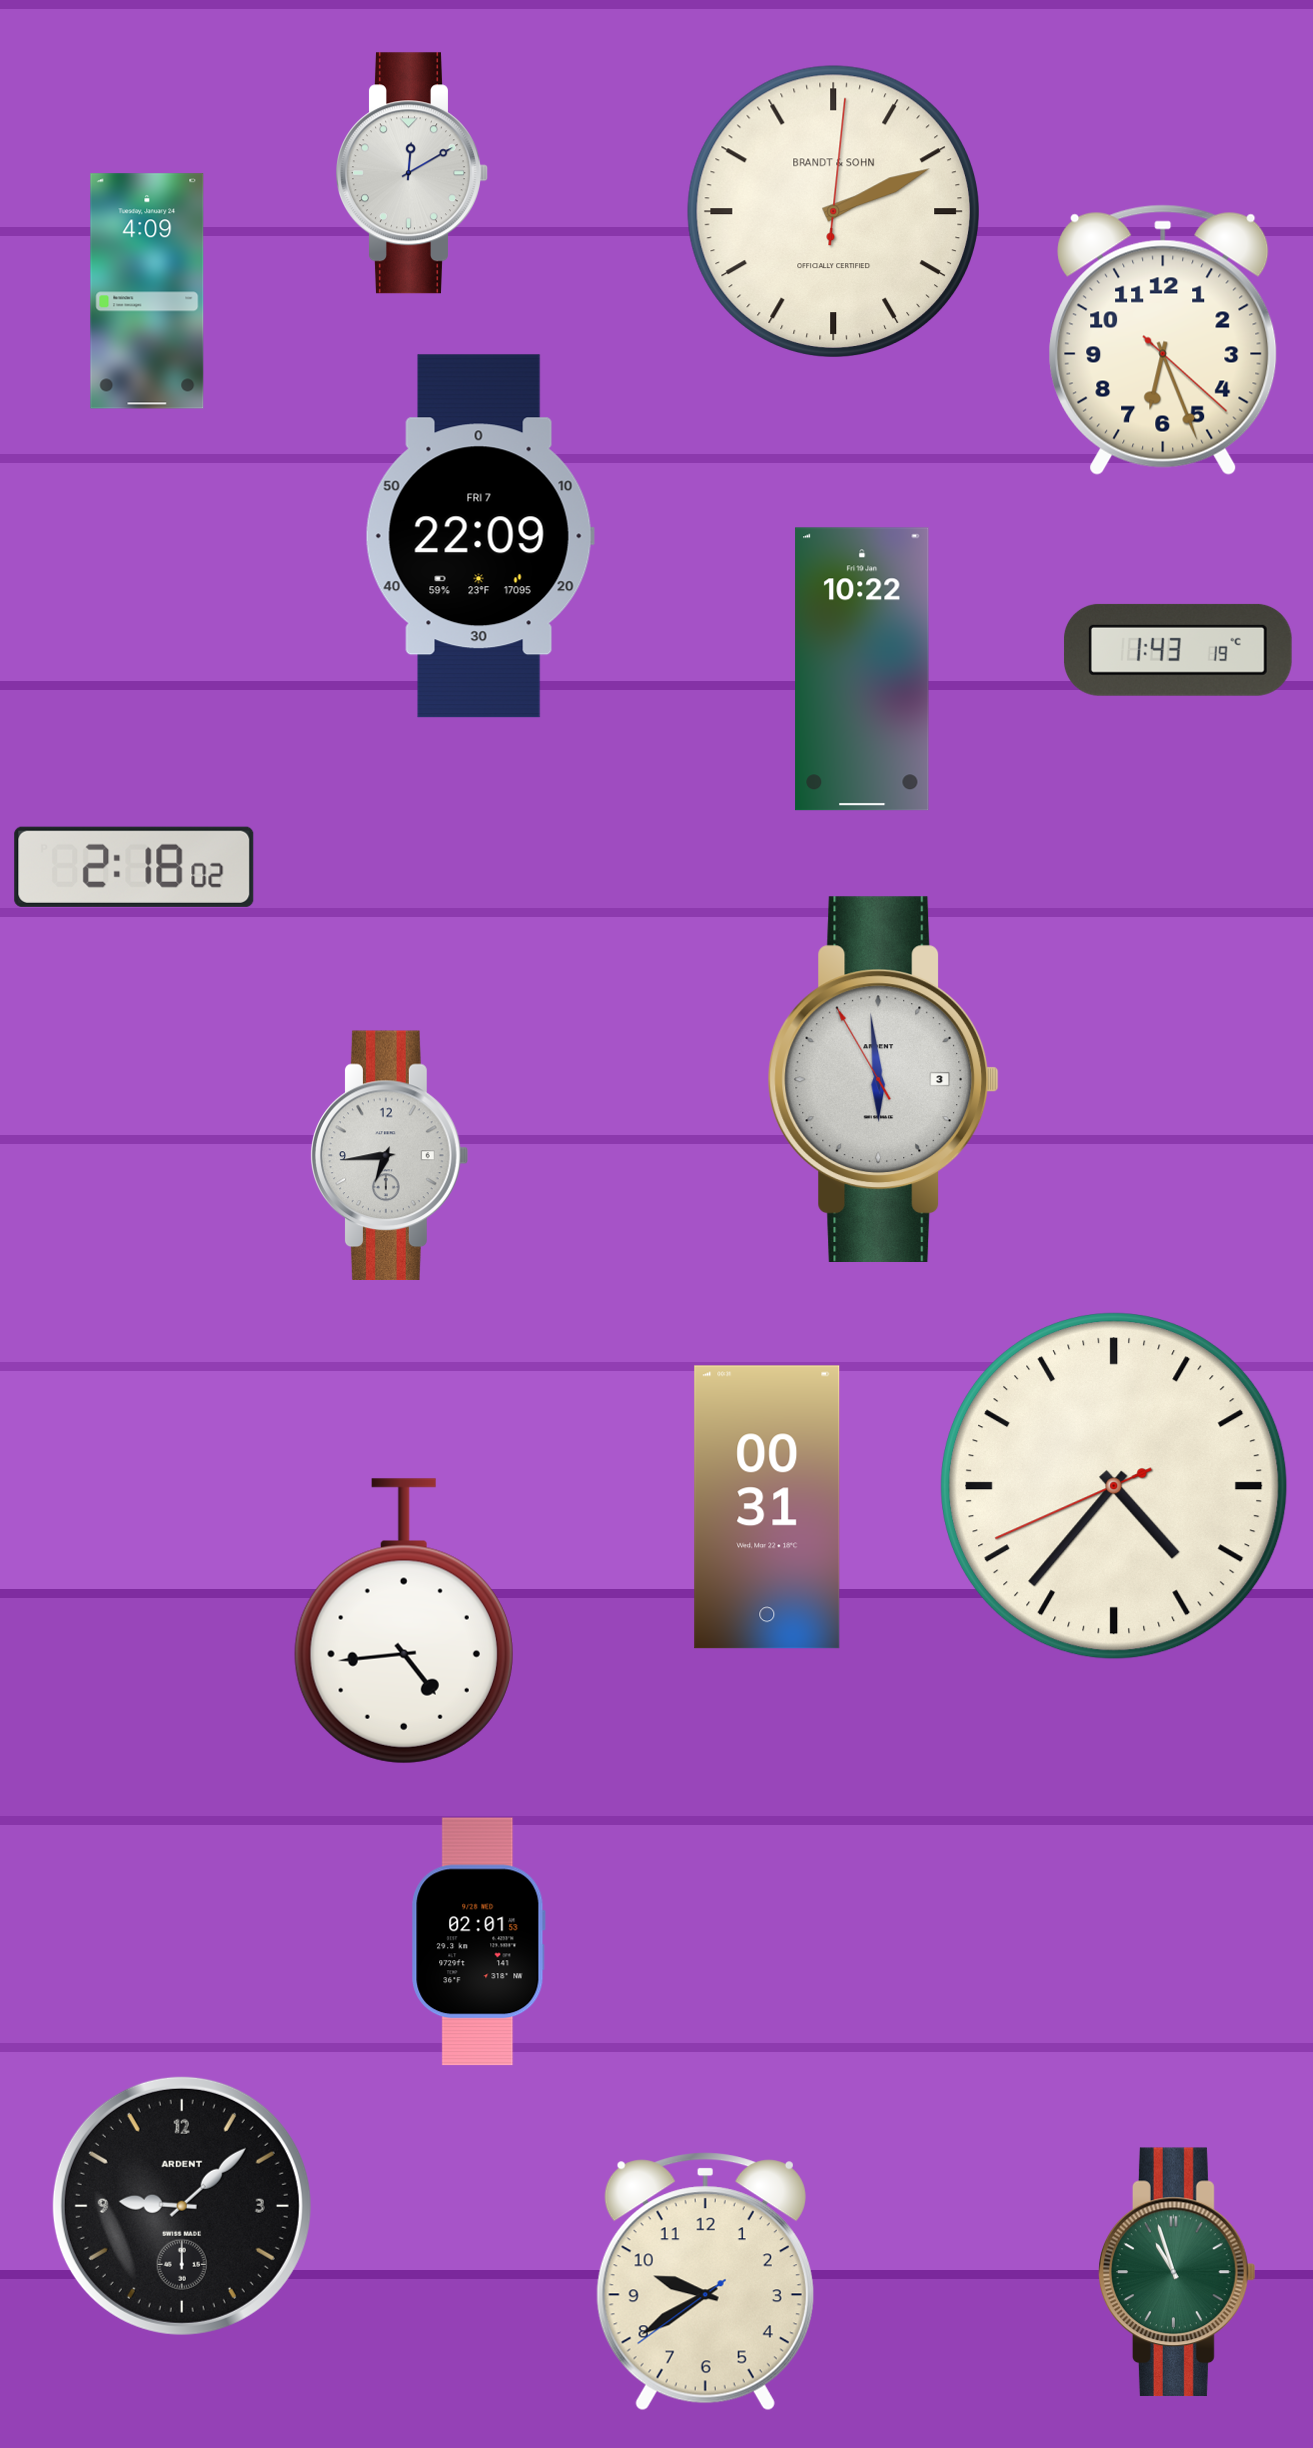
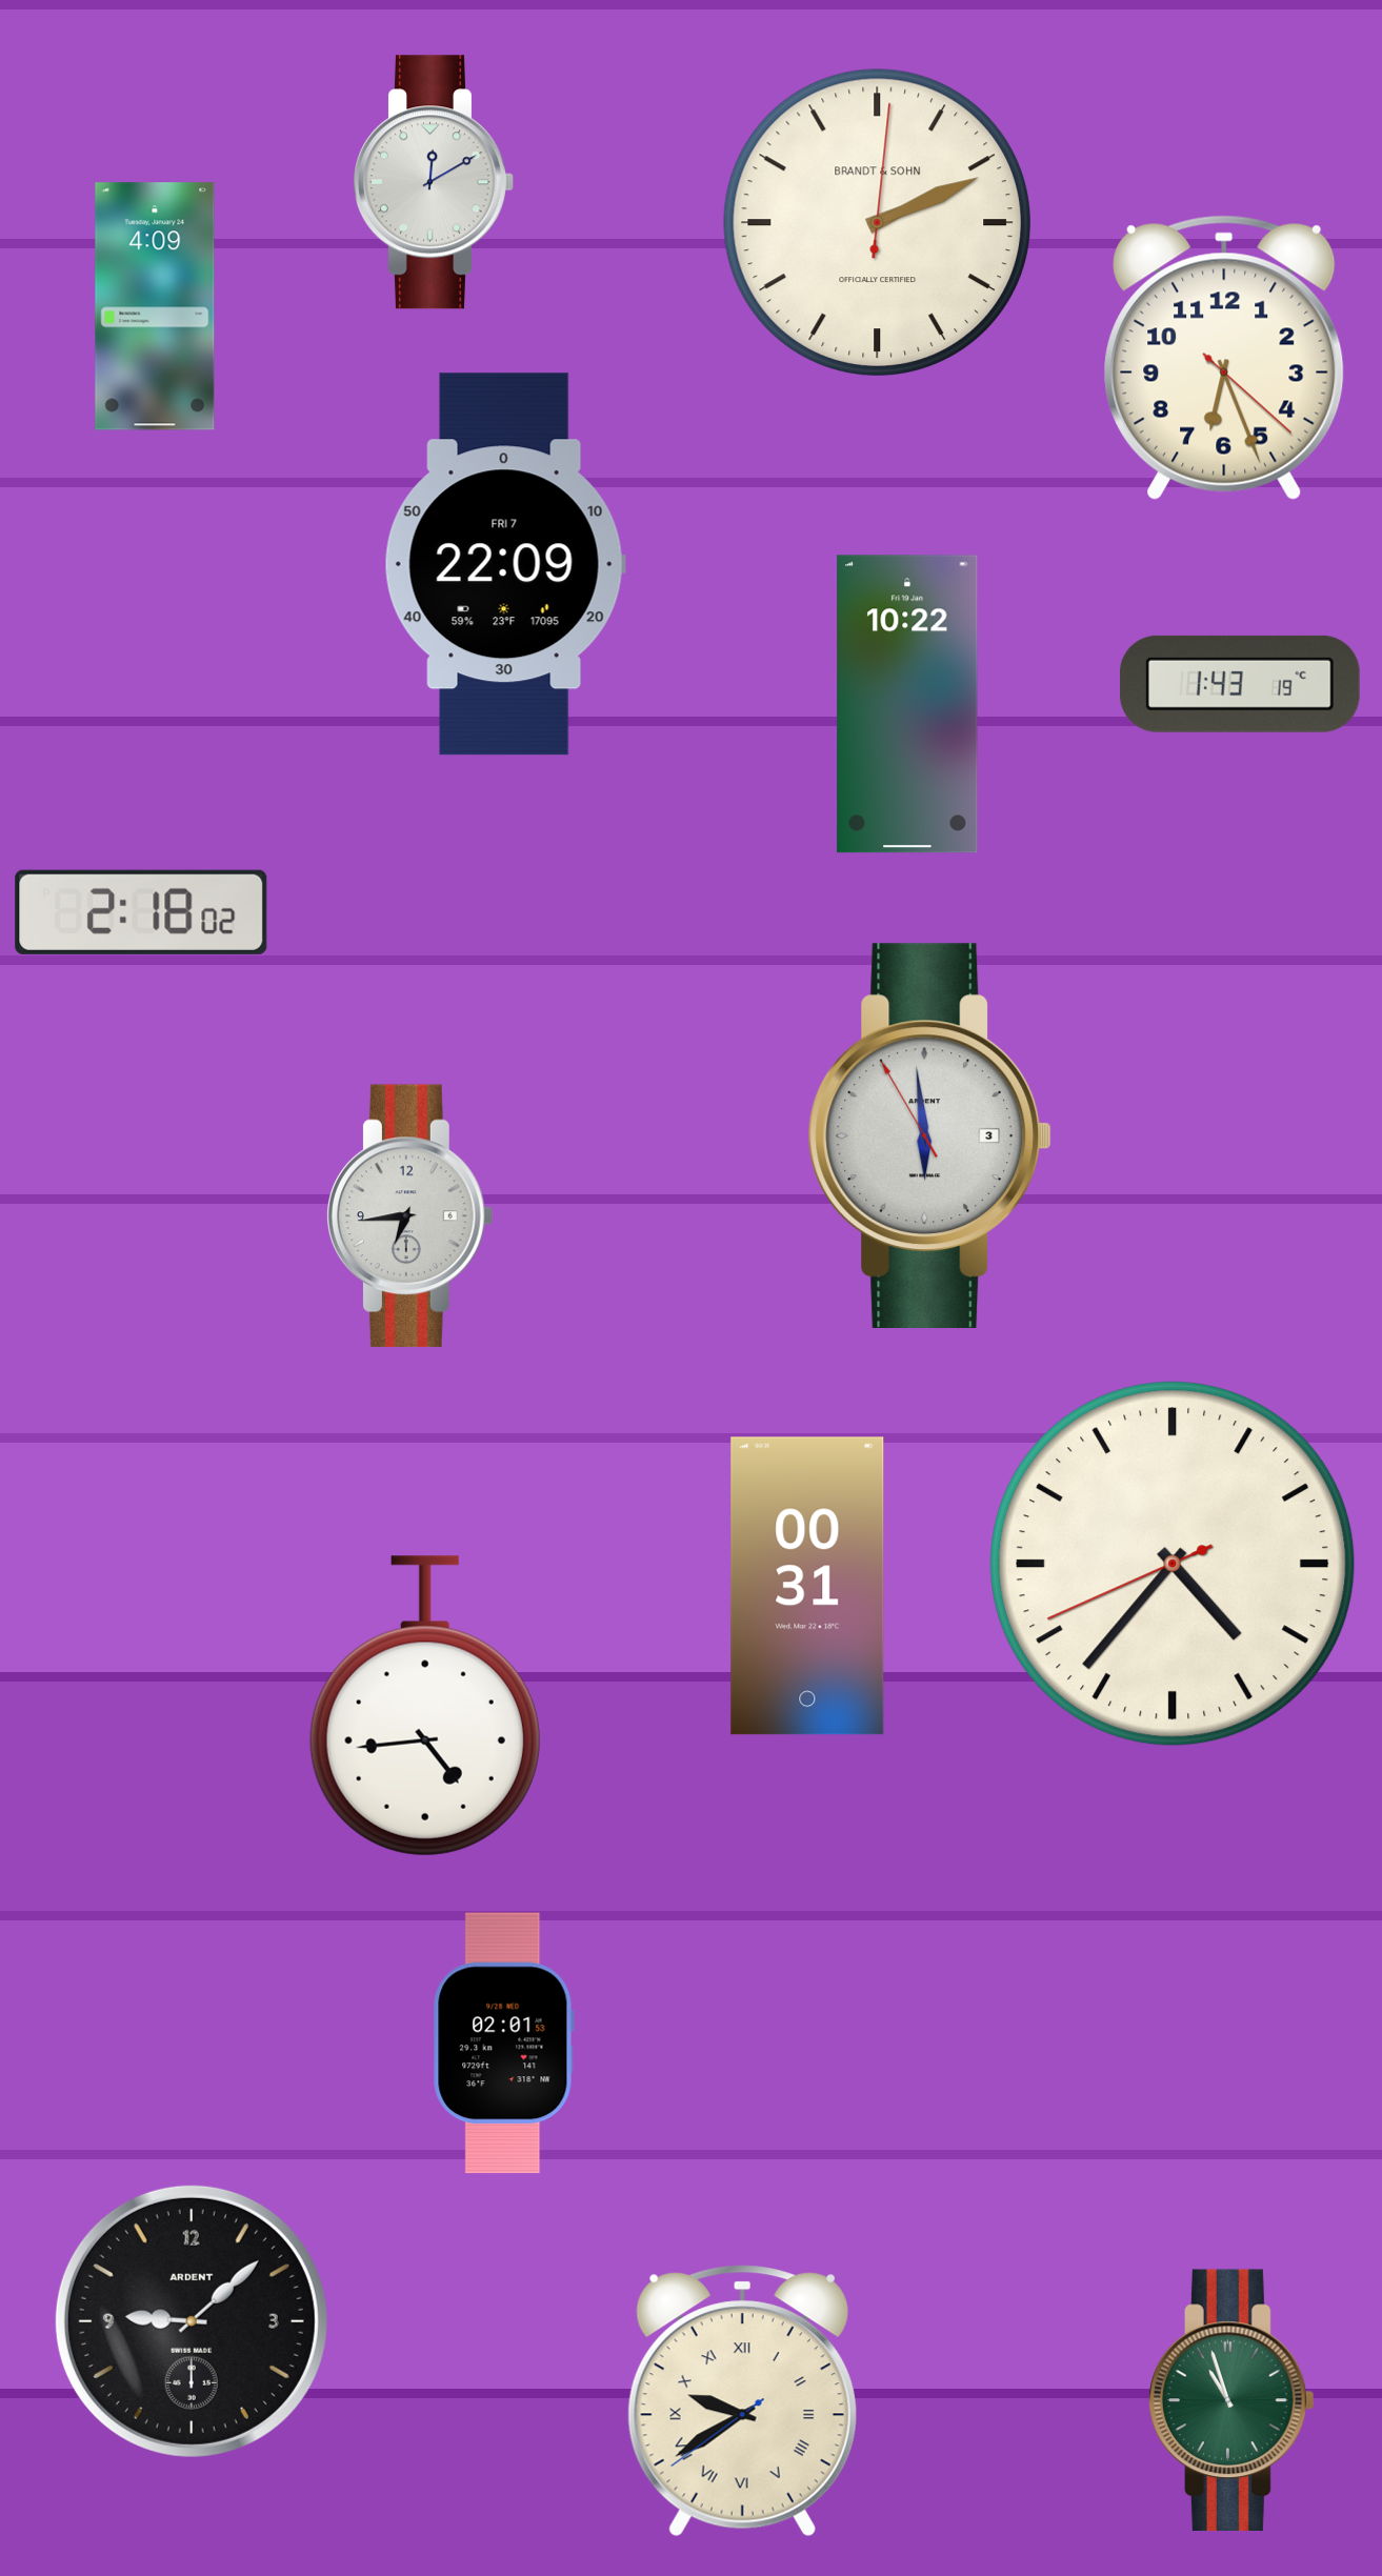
clock at (1178, 2272) position: (1178, 2272) -> (1233, 2400)
clock at (705, 2282) numerals: Arabic -> Roman
